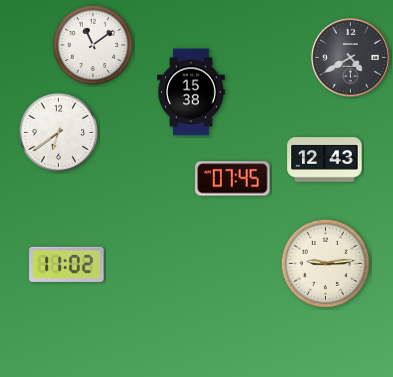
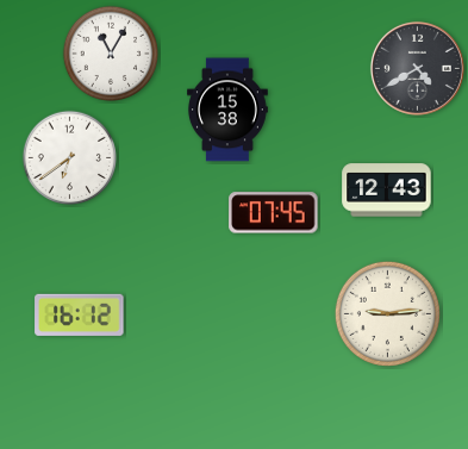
clock at (92, 44): 11:09 -> 11:05
clock at (233, 179) position: (233, 179) -> (274, 213)
clock at (67, 264): 11:02 -> 16:12
